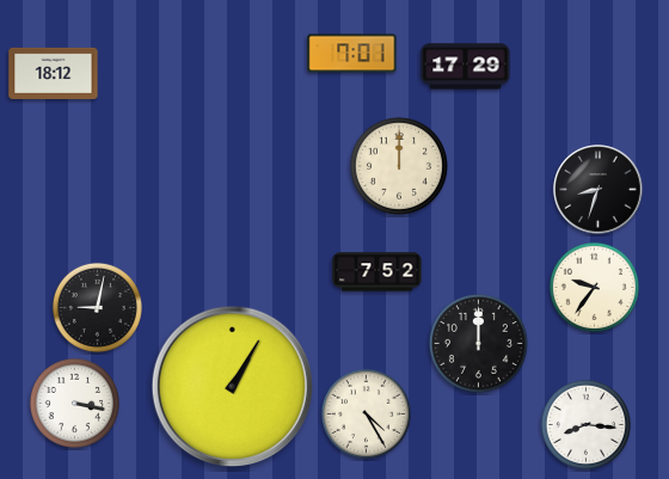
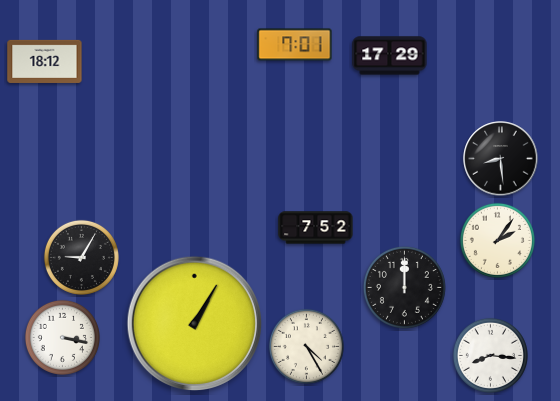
clock at (399, 166): 12:00 -> none
clock at (599, 190): 8:33 -> 8:29
clock at (594, 287): 9:36 -> 2:06
clock at (97, 307): 9:02 -> 9:05
clock at (478, 343) position: (478, 343) -> (404, 287)
